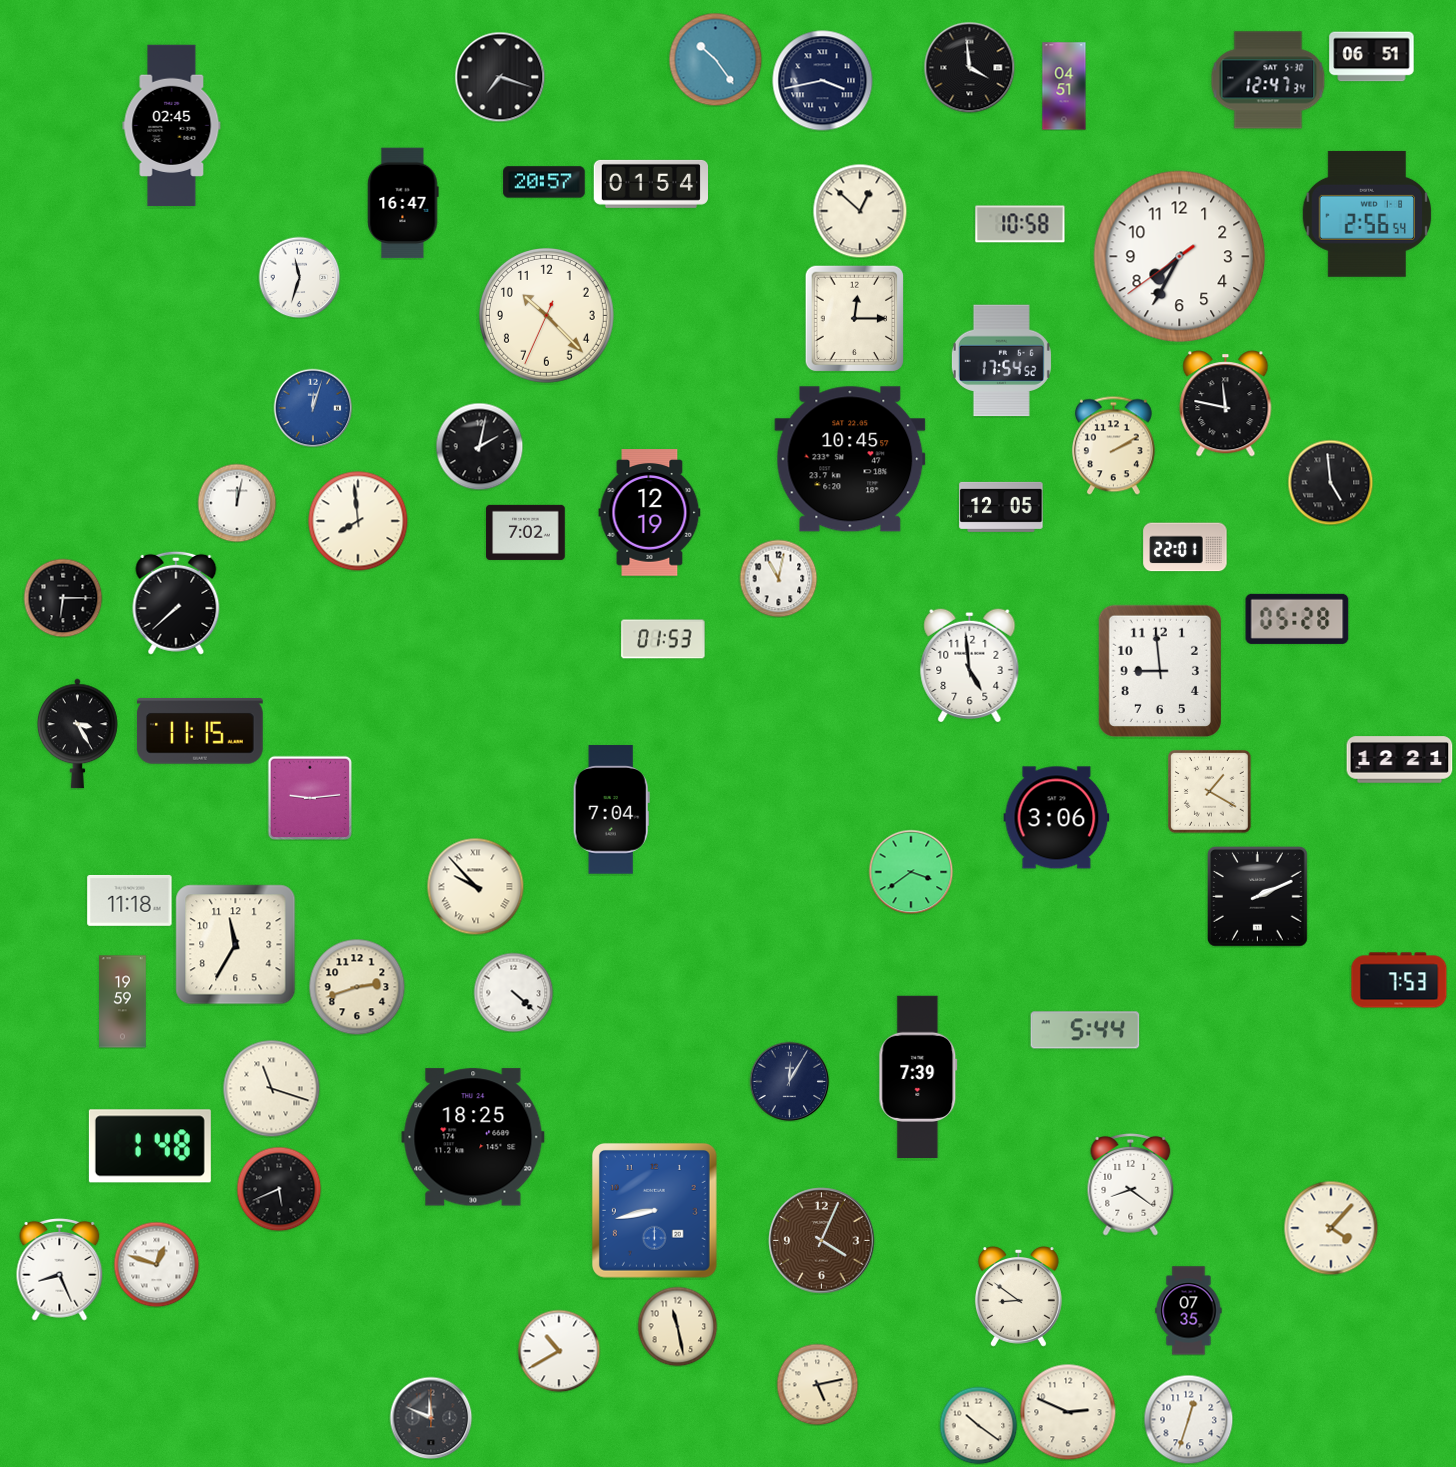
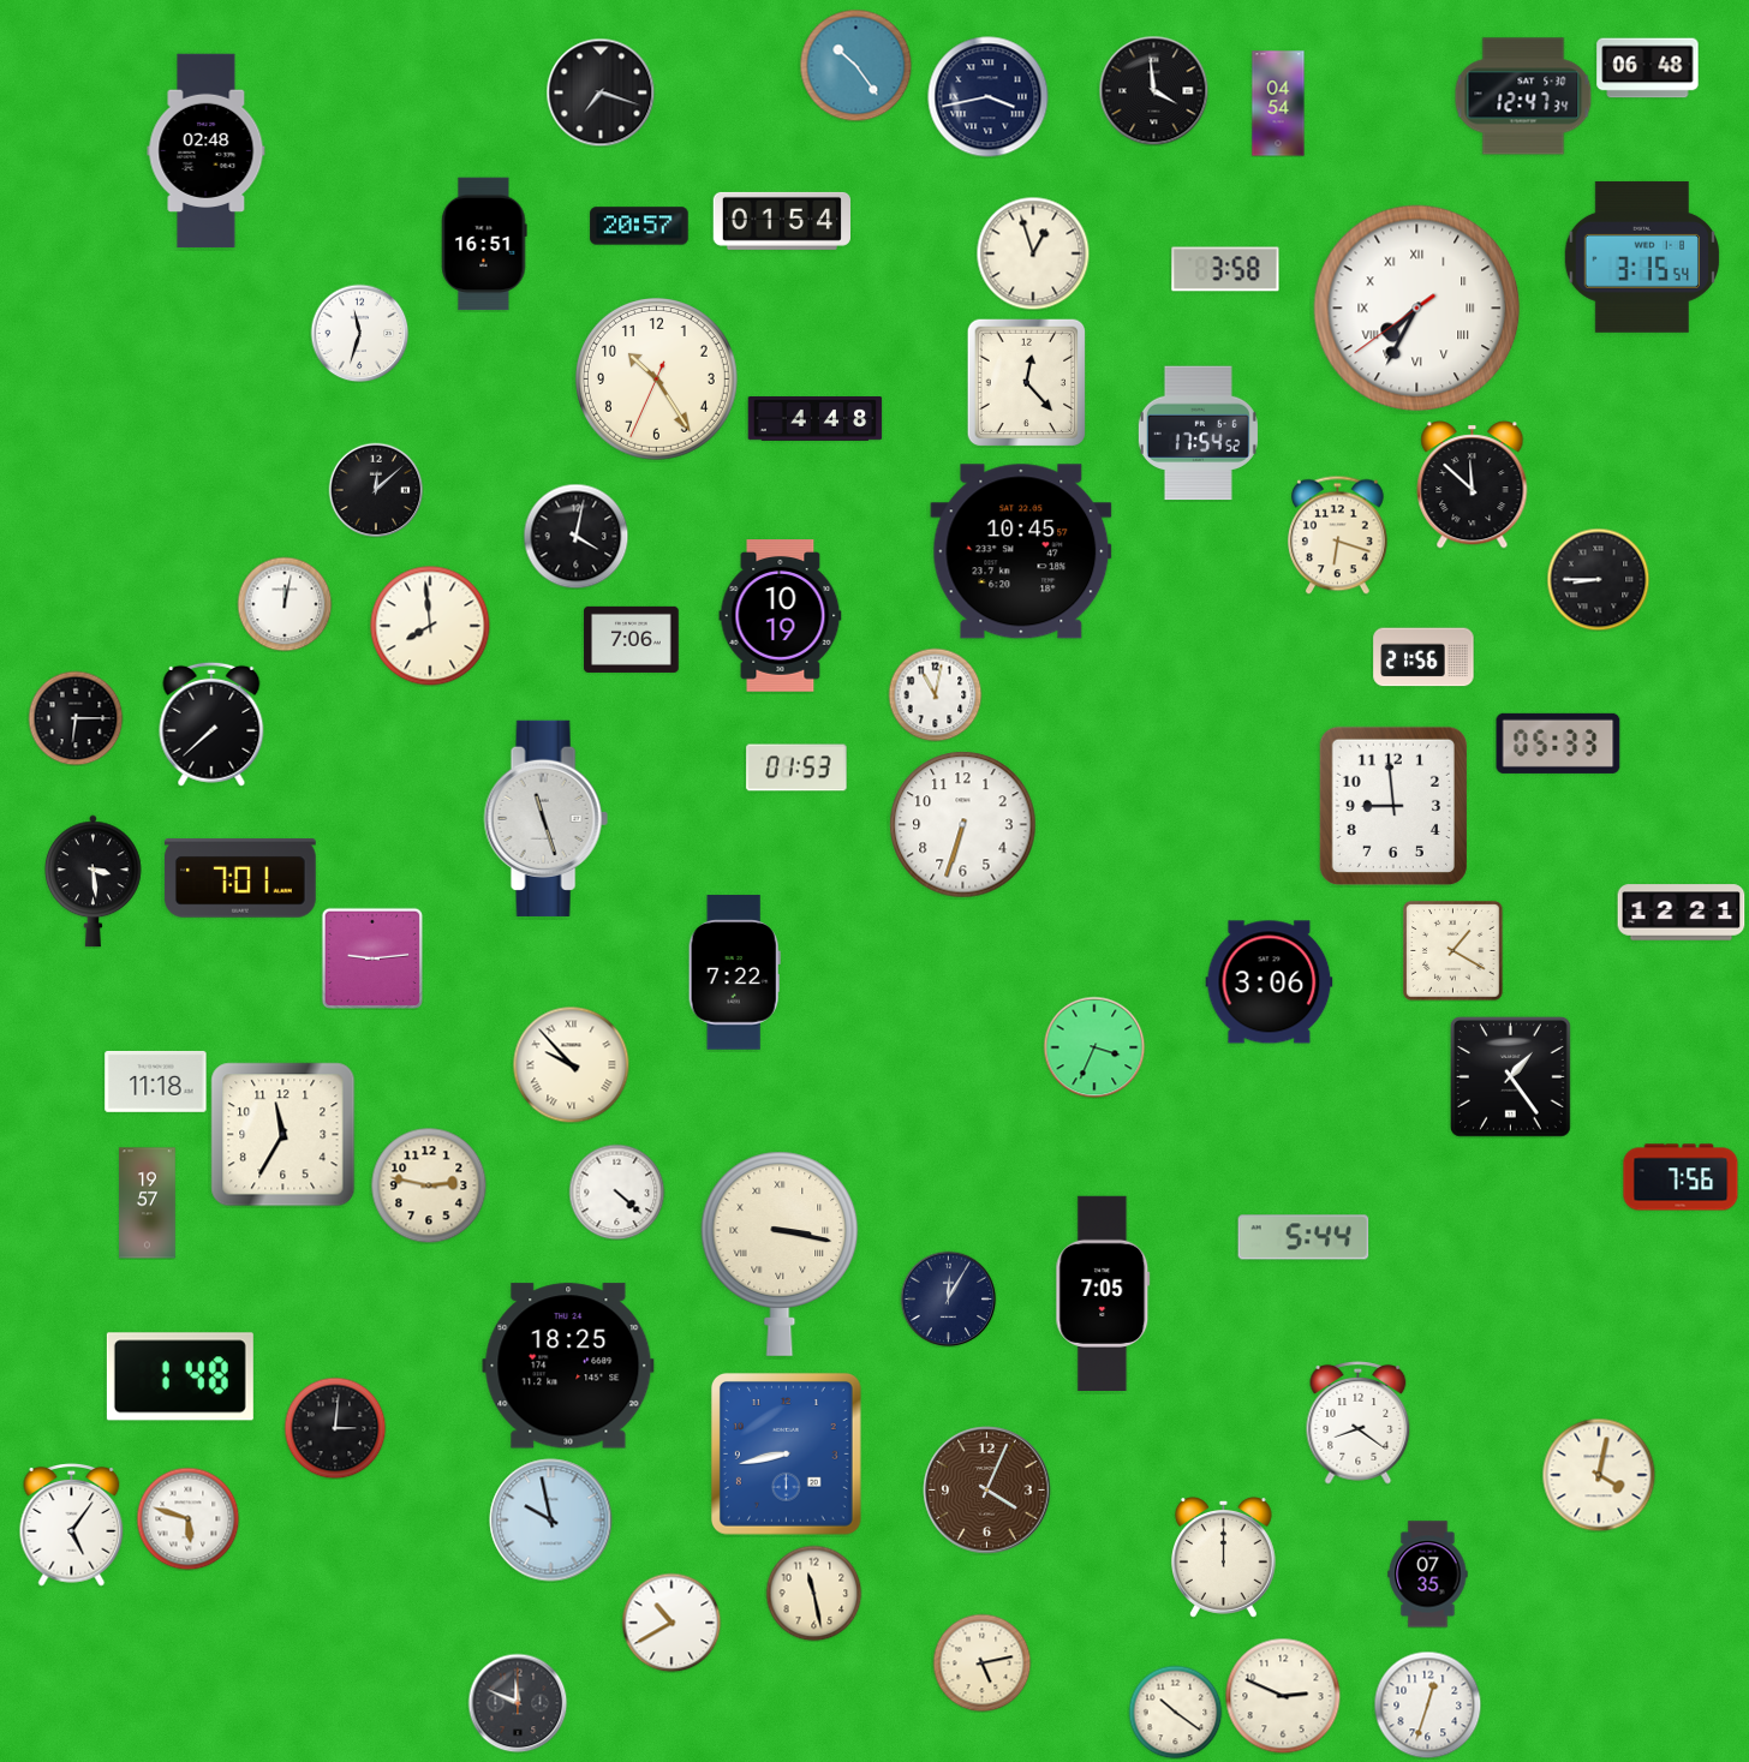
clock at (1372, 57): 06:51 -> 06:48
clock at (715, 59) position: (715, 59) -> (855, 65)
clock at (969, 67) position: (969, 67) -> (1153, 90)
clock at (1064, 86): 04:51 -> 04:54
clock at (172, 126): 02:45 -> 02:48
clock at (544, 182) position: (544, 182) -> (639, 226)
clock at (403, 203): 16:47 -> 16:51
clock at (860, 211): 12:52 -> 12:57
clock at (1367, 214): 2:56 -> 3:15
clock at (1020, 224): 10:58 -> 3:58
clock at (1180, 257) numerals: Arabic -> Roman
clock at (546, 315): 10:22 -> 10:24
clock at (854, 318): 12:15 -> 12:23
clock at (816, 419): none -> 4:48
clock at (1001, 361) position: (1001, 361) -> (1198, 434)
clock at (1226, 404): 11:47 -> 11:52
clock at (313, 408): 12:03 -> 12:08
clock at (313, 408) dial: blue -> black
clock at (1113, 445): 2:10 -> 6:18
clock at (479, 446): 2:02 -> 4:02
clock at (1330, 482): 4:59 -> 8:45
clock at (1001, 507): 12:05 -> none
clock at (650, 513): 12:19 -> 10:19
clock at (526, 532): 7:02 -> 7:06
clock at (1185, 547): 22:01 -> 21:56
clock at (1297, 619): 05:28 -> 05:33
clock at (970, 664): 4:59 -> none
clock at (545, 818): none -> 11:27
clock at (963, 825): none -> 6:33
clock at (200, 732): 11:15 -> 7:01
clock at (78, 734): 3:25 -> 3:29
clock at (611, 810): 7:04 -> 7:22
clock at (911, 872): 3:39 -> 3:34
clock at (1258, 897): 2:11 -> 1:24
clock at (1399, 980): 7:53 -> 7:56
clock at (357, 987): 2:42 -> 2:47
clock at (123, 1002): 19:59 -> 19:57
clock at (780, 1254): none -> 3:17
clock at (918, 1076): 7:39 -> 7:05
clock at (271, 1088): 11:18 -> none
clock at (279, 1189): 5:41 -> 3:01
clock at (1331, 1228): 4:07 -> 4:02
clock at (156, 1264): 12:48 -> 5:48
clock at (551, 1521): none -> 9:58
clock at (60, 1270): 8:26 -> 5:06
clock at (1018, 1297): 8:51 -> 12:00
